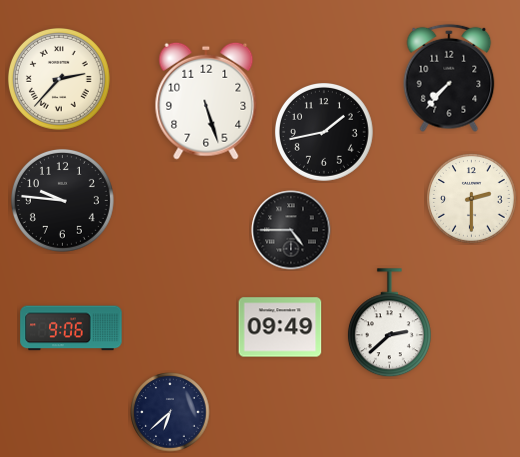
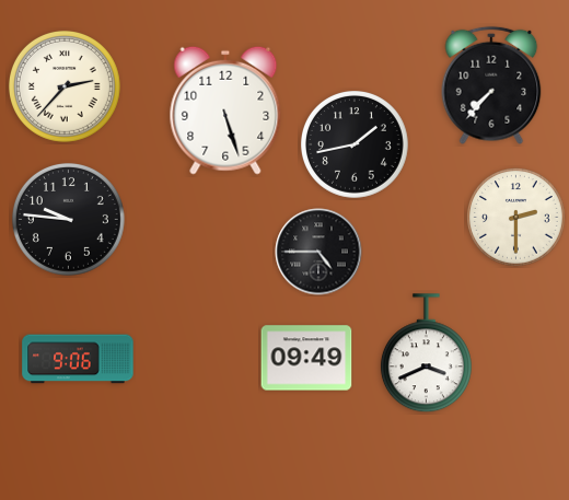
clock at (389, 323): 2:38 -> 3:41
clock at (170, 412): 6:38 -> none
